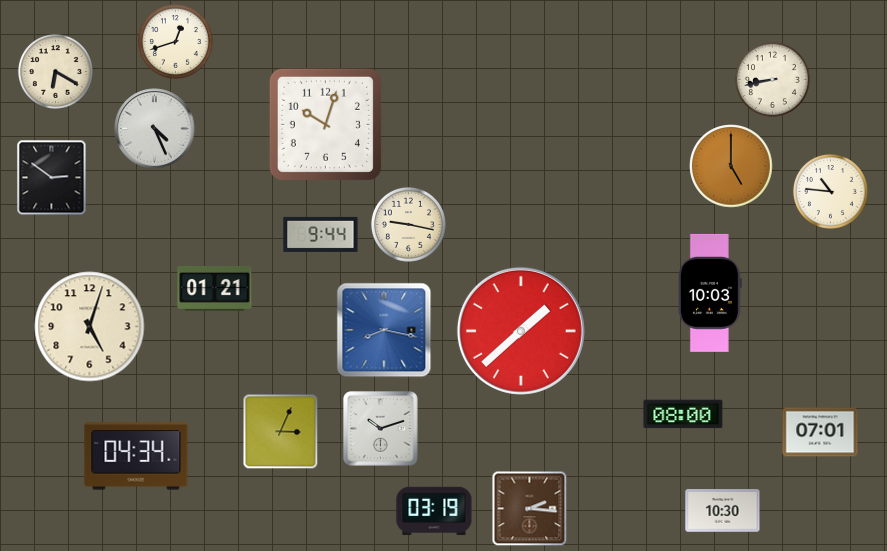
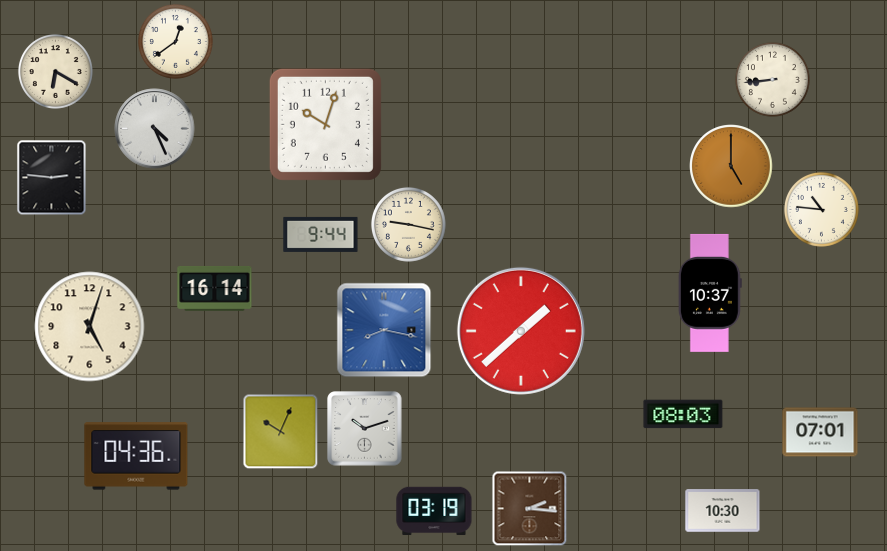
clock at (175, 41): 12:42 -> 12:39
clock at (772, 79): 8:43 -> 8:44
clock at (52, 178): 2:51 -> 2:46
clock at (830, 191) position: (830, 191) -> (821, 209)
clock at (215, 288): 01:21 -> 16:14
clock at (710, 293): 10:03 -> 10:37
clock at (683, 414): 08:00 -> 08:03
clock at (381, 429) position: (381, 429) -> (365, 429)
clock at (281, 432): 3:04 -> 10:04
clock at (136, 456): 04:34 -> 04:36
